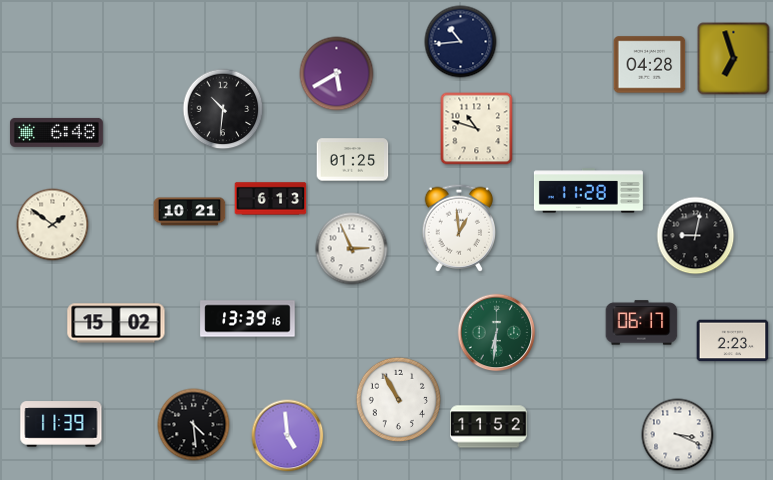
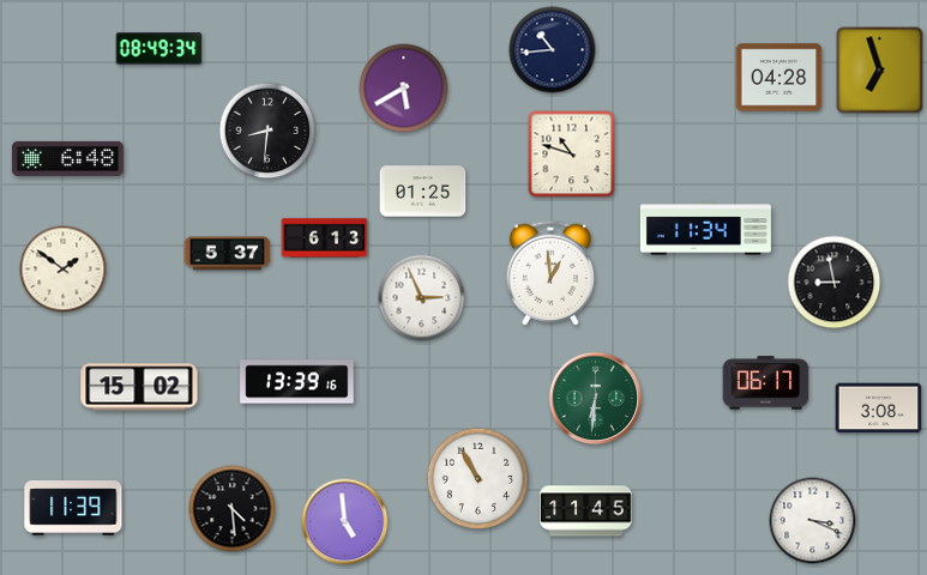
clock at (159, 49): none -> 08:49
clock at (223, 109): 10:31 -> 8:31
clock at (588, 191): 11:28 -> 11:34
clock at (190, 212): 10:21 -> 5:37
clock at (696, 236): 9:02 -> 8:58
clock at (642, 323) position: (642, 323) -> (766, 383)
clock at (733, 341): 2:23 -> 3:08
clock at (489, 427): 11:52 -> 11:45
